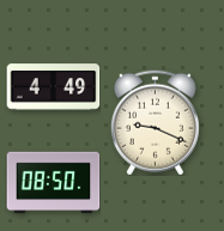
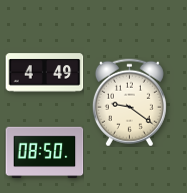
clock at (155, 122): 9:19 -> 9:21
